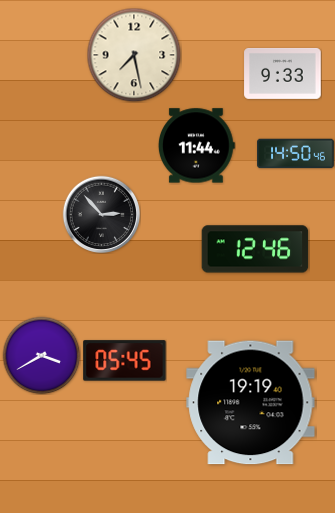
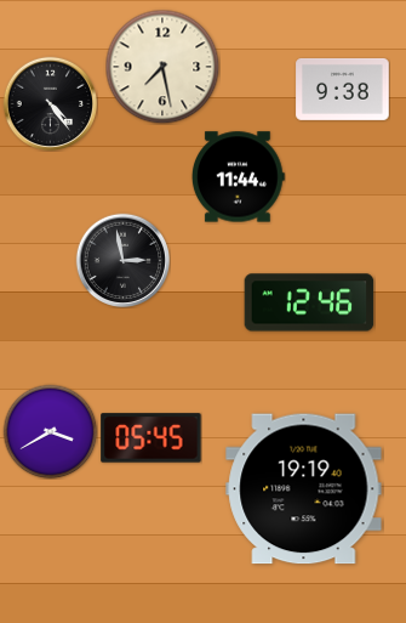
clock at (283, 73): 9:33 -> 9:38
clock at (50, 103): none -> 4:24
clock at (296, 154): 14:50 -> none
clock at (101, 214): 2:53 -> 2:58
